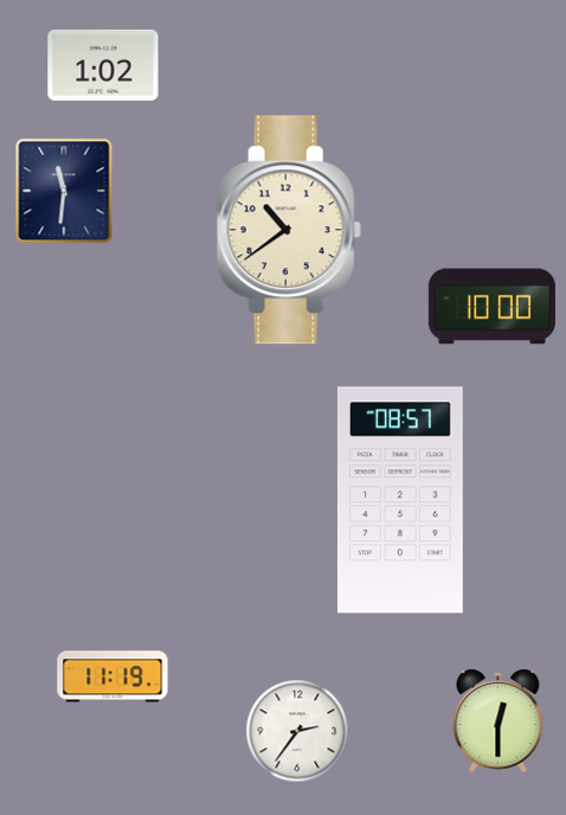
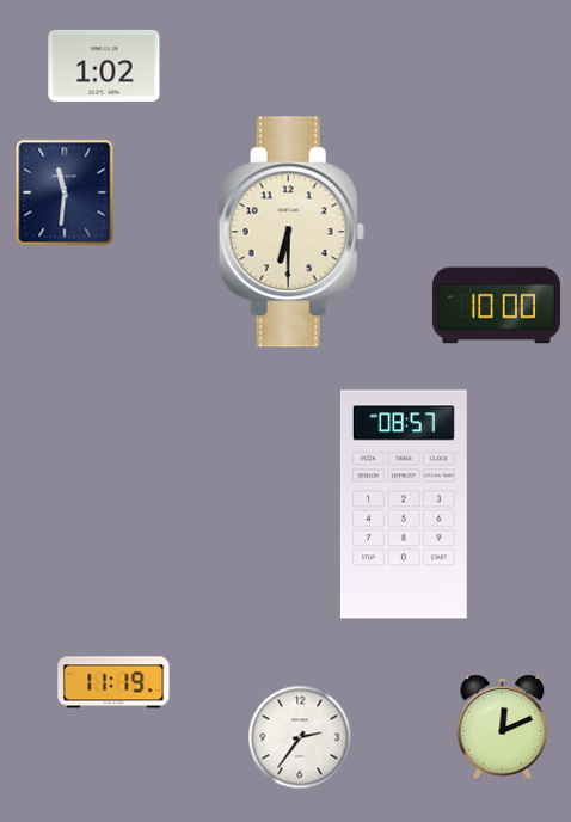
clock at (289, 230): 10:39 -> 6:30
clock at (491, 307) position: (491, 307) -> (496, 306)
clock at (499, 720): 12:30 -> 12:11
